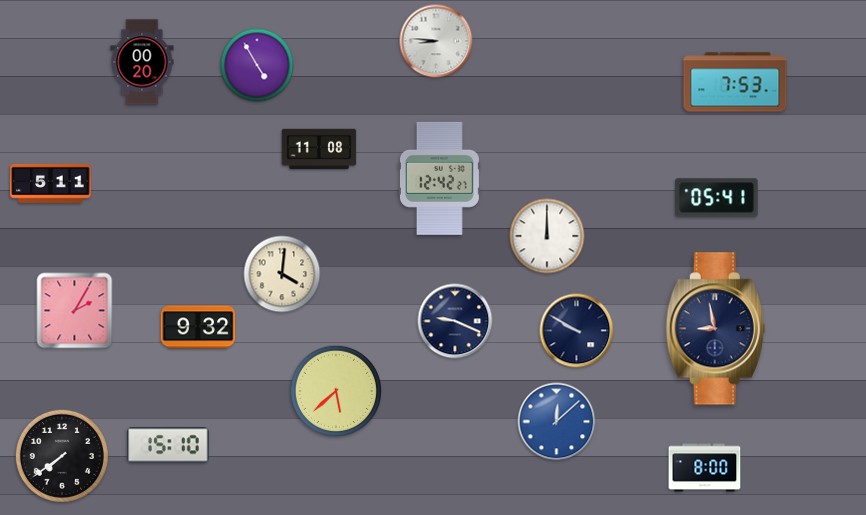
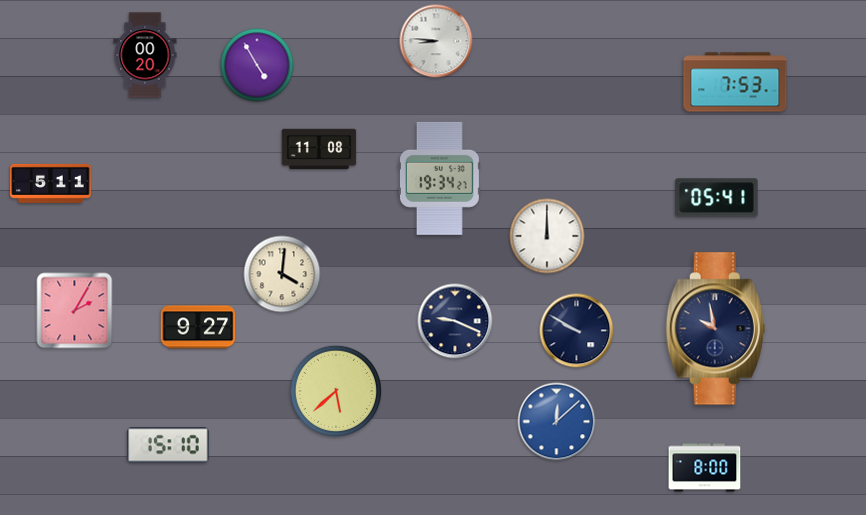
clock at (142, 62) position: (142, 62) -> (145, 55)
clock at (439, 178): 12:42 -> 19:34
clock at (198, 327): 9:32 -> 9:27
clock at (715, 329): 8:58 -> 9:58
clock at (62, 456): 7:39 -> none
